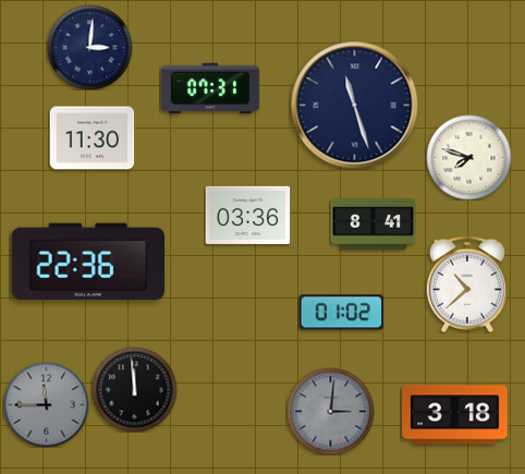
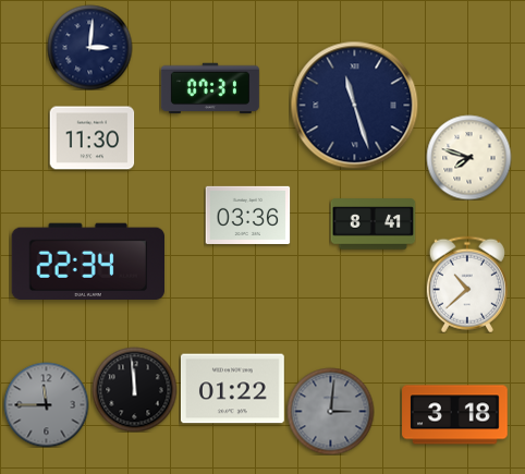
clock at (87, 260): 22:36 -> 22:34
clock at (341, 313): 01:02 -> none
clock at (233, 389): none -> 01:22
